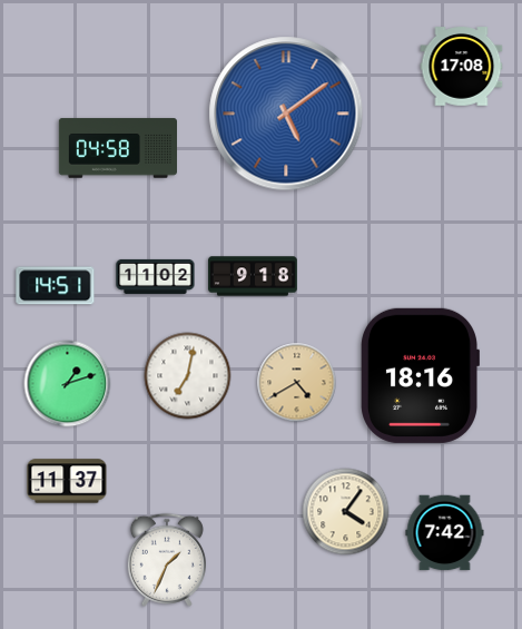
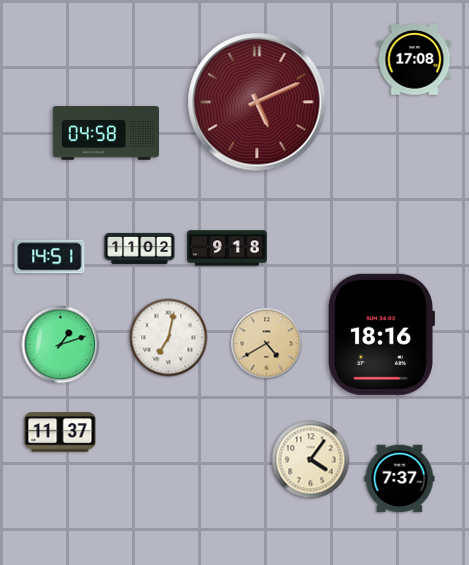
clock at (286, 114): 5:09 -> 5:11
clock at (286, 114) dial: blue -> burgundy
clock at (420, 375) position: (420, 375) -> (381, 334)
clock at (445, 533): 7:42 -> 7:37
clock at (167, 560): 1:34 -> none
